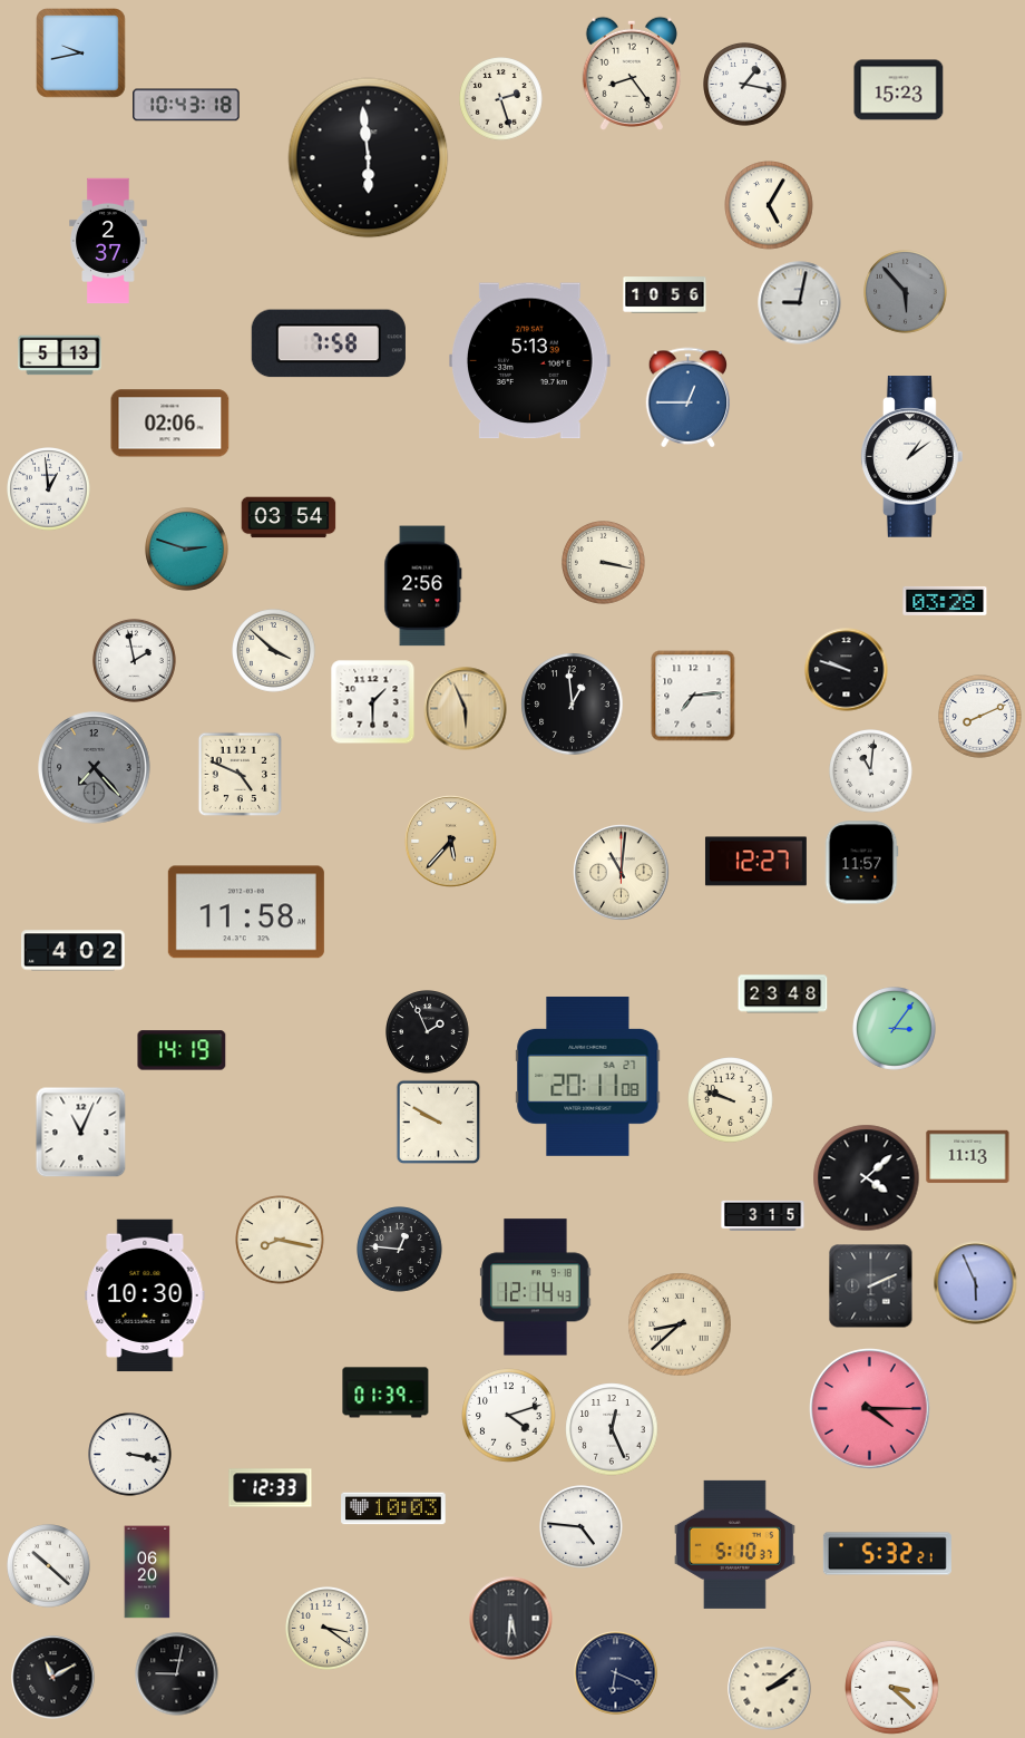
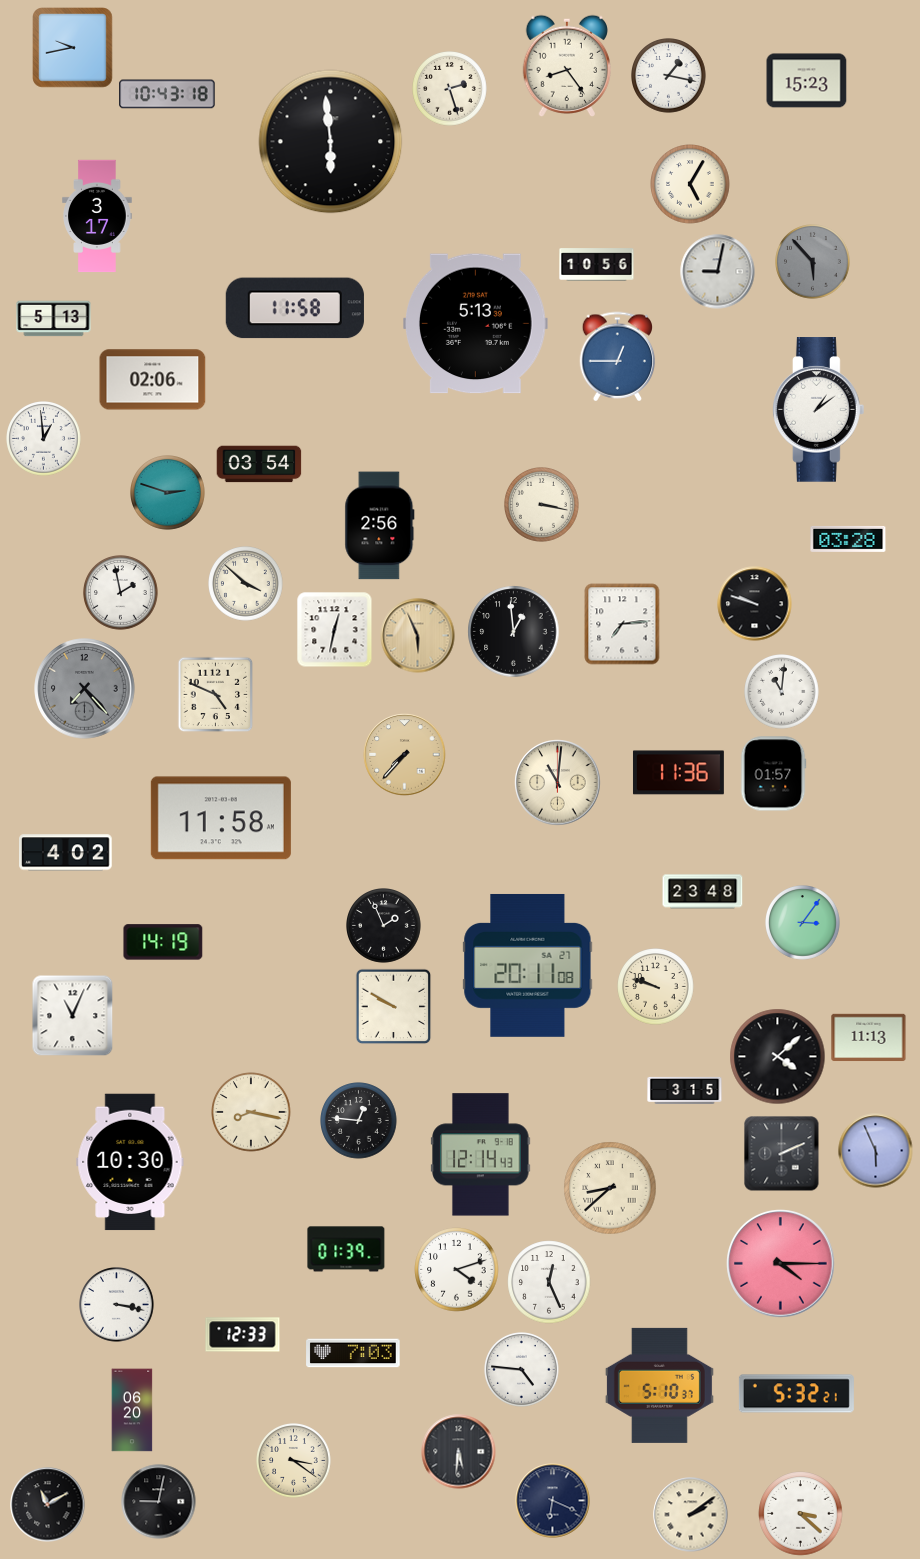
clock at (108, 241): 2:37 -> 3:17
clock at (329, 343): 7:58 -> 11:58
clock at (847, 670) position: (847, 670) -> (755, 604)
clock at (373, 702): 1:30 -> 12:32
clock at (980, 717): 8:11 -> none
clock at (451, 842): 5:37 -> 7:37
clock at (755, 862): 12:27 -> 11:36
clock at (861, 863): 11:57 -> 01:57
clock at (393, 1508): 10:03 -> 7:03
clock at (49, 1566): 10:22 -> none
